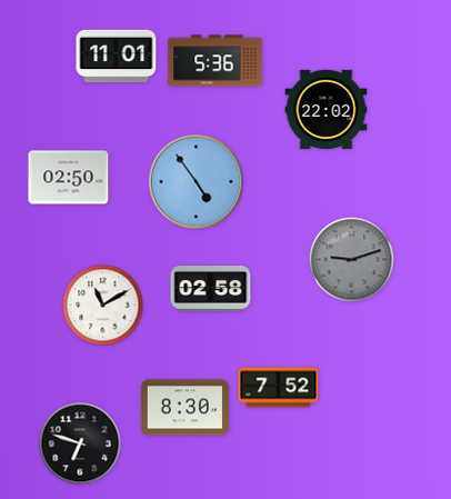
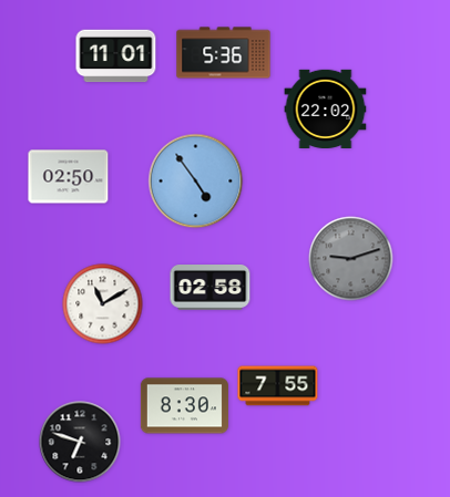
clock at (216, 61) position: (216, 61) -> (224, 53)
clock at (279, 388): 7:52 -> 7:55
